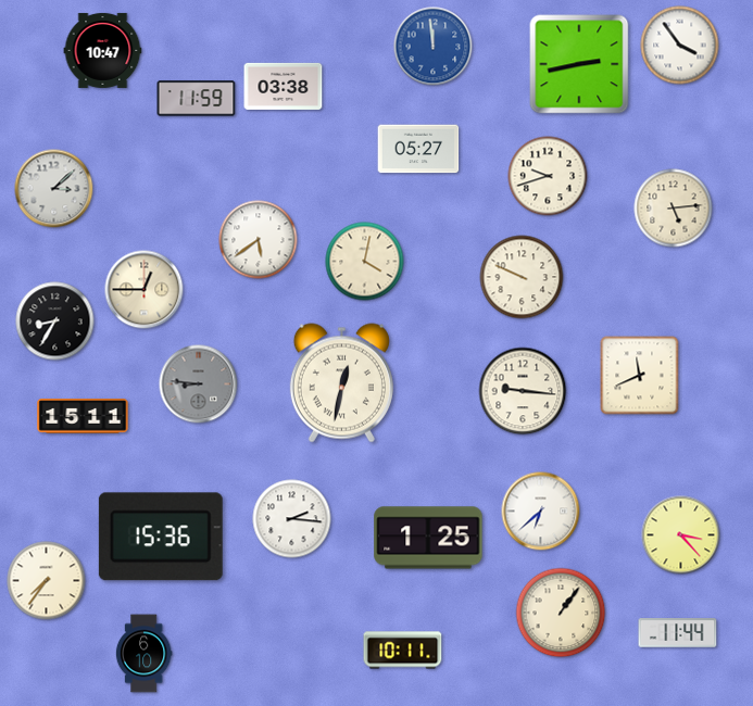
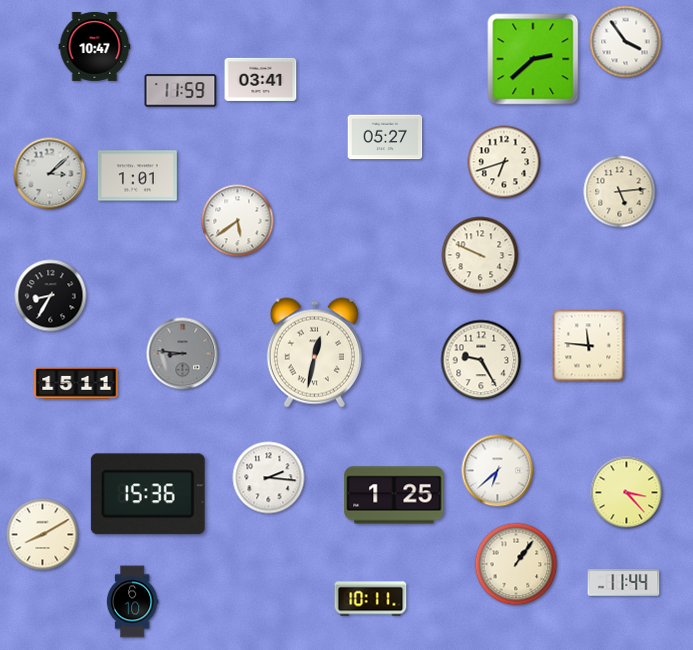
clock at (434, 47): 11:59 -> none
clock at (579, 64): 2:43 -> 2:38
clock at (284, 86): 03:38 -> 03:41
clock at (548, 176): 9:42 -> 6:42
clock at (137, 176): none -> 1:01
clock at (365, 262): 4:02 -> none
clock at (145, 290): 12:45 -> none
clock at (640, 376): 11:41 -> 11:46
clock at (523, 391): 9:16 -> 9:25
clock at (47, 581): 7:36 -> 8:10
